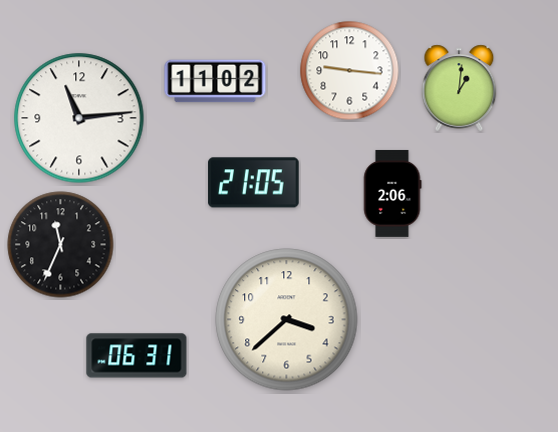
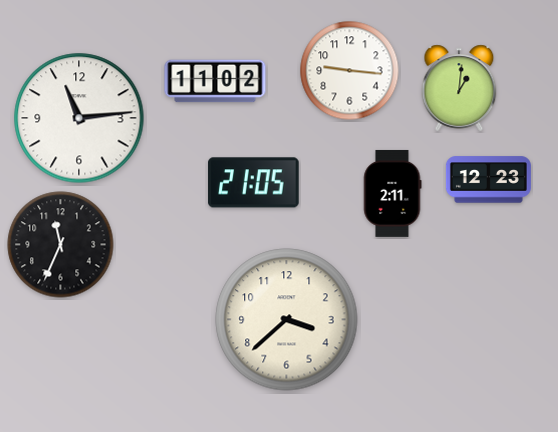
clock at (488, 180): none -> 12:23
clock at (392, 193): 2:06 -> 2:11
clock at (137, 356): 06:31 -> none
